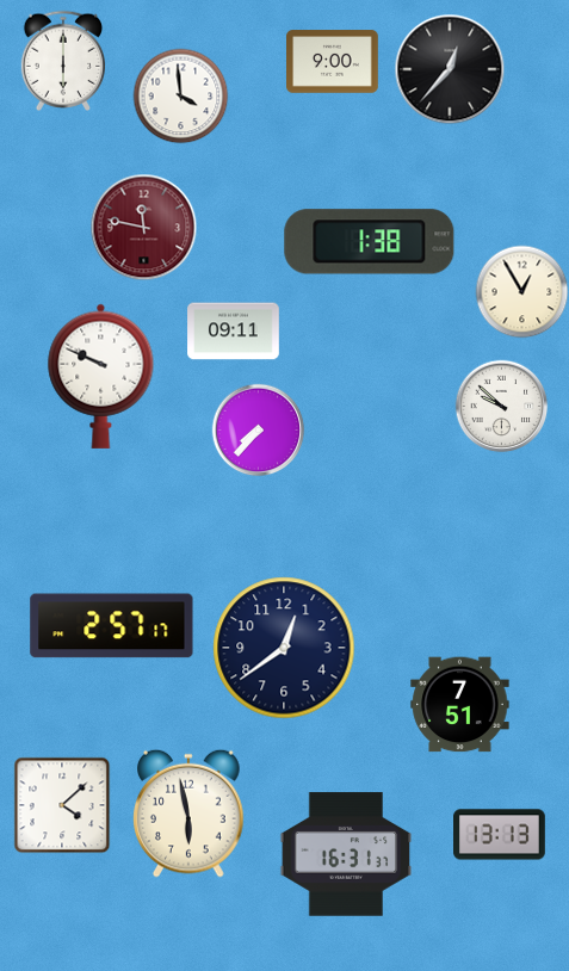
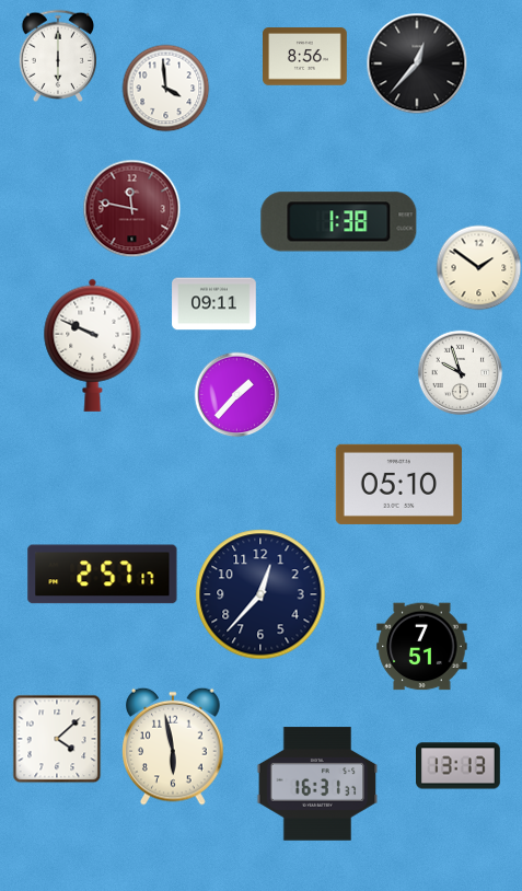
clock at (333, 62): 9:00 -> 8:56
clock at (450, 69) position: (450, 69) -> (417, 63)
clock at (521, 291): 12:55 -> 1:51
clock at (501, 406): 9:52 -> 9:57
clock at (258, 429): 7:37 -> 1:37
clock at (398, 484): none -> 05:10
clock at (284, 648): 12:39 -> 12:37
